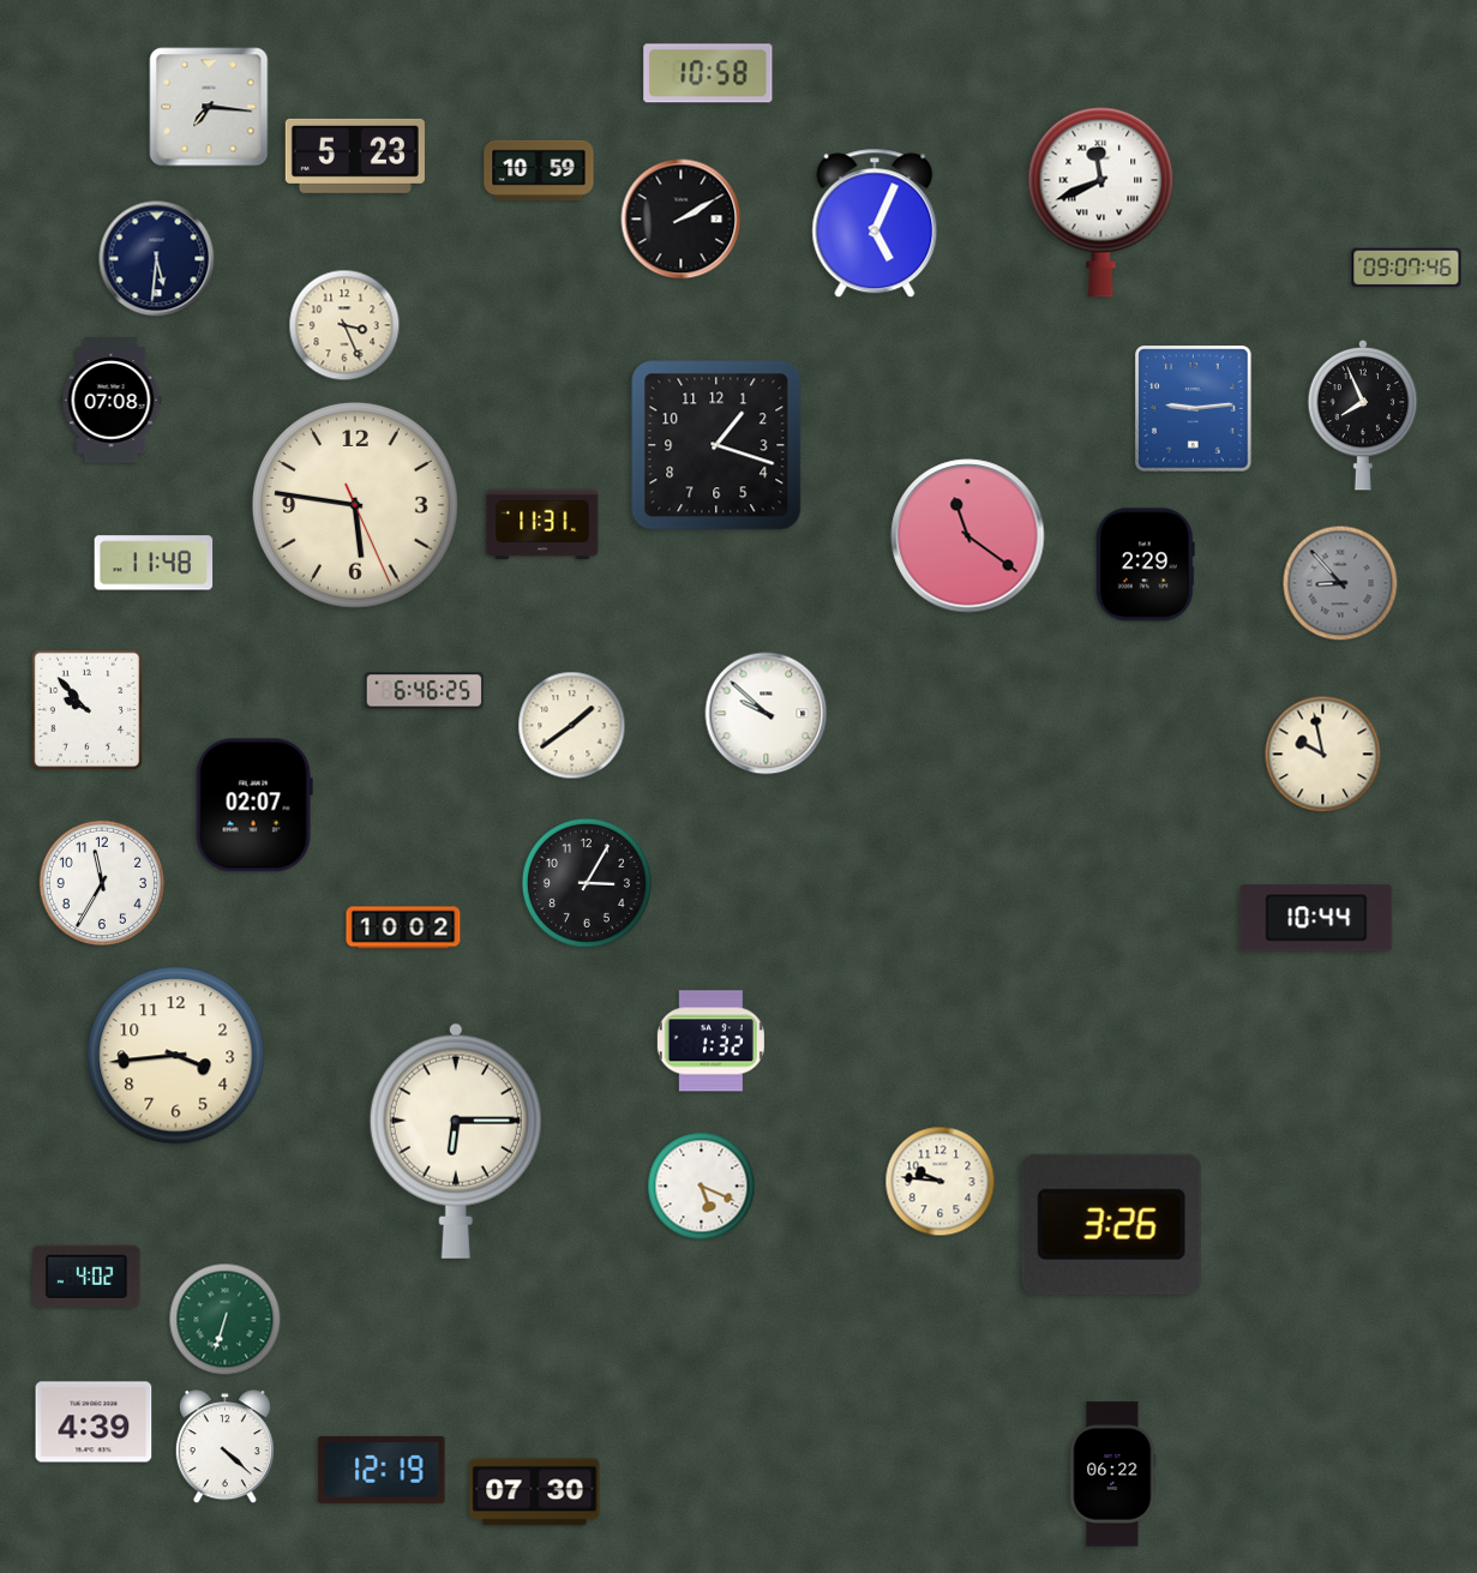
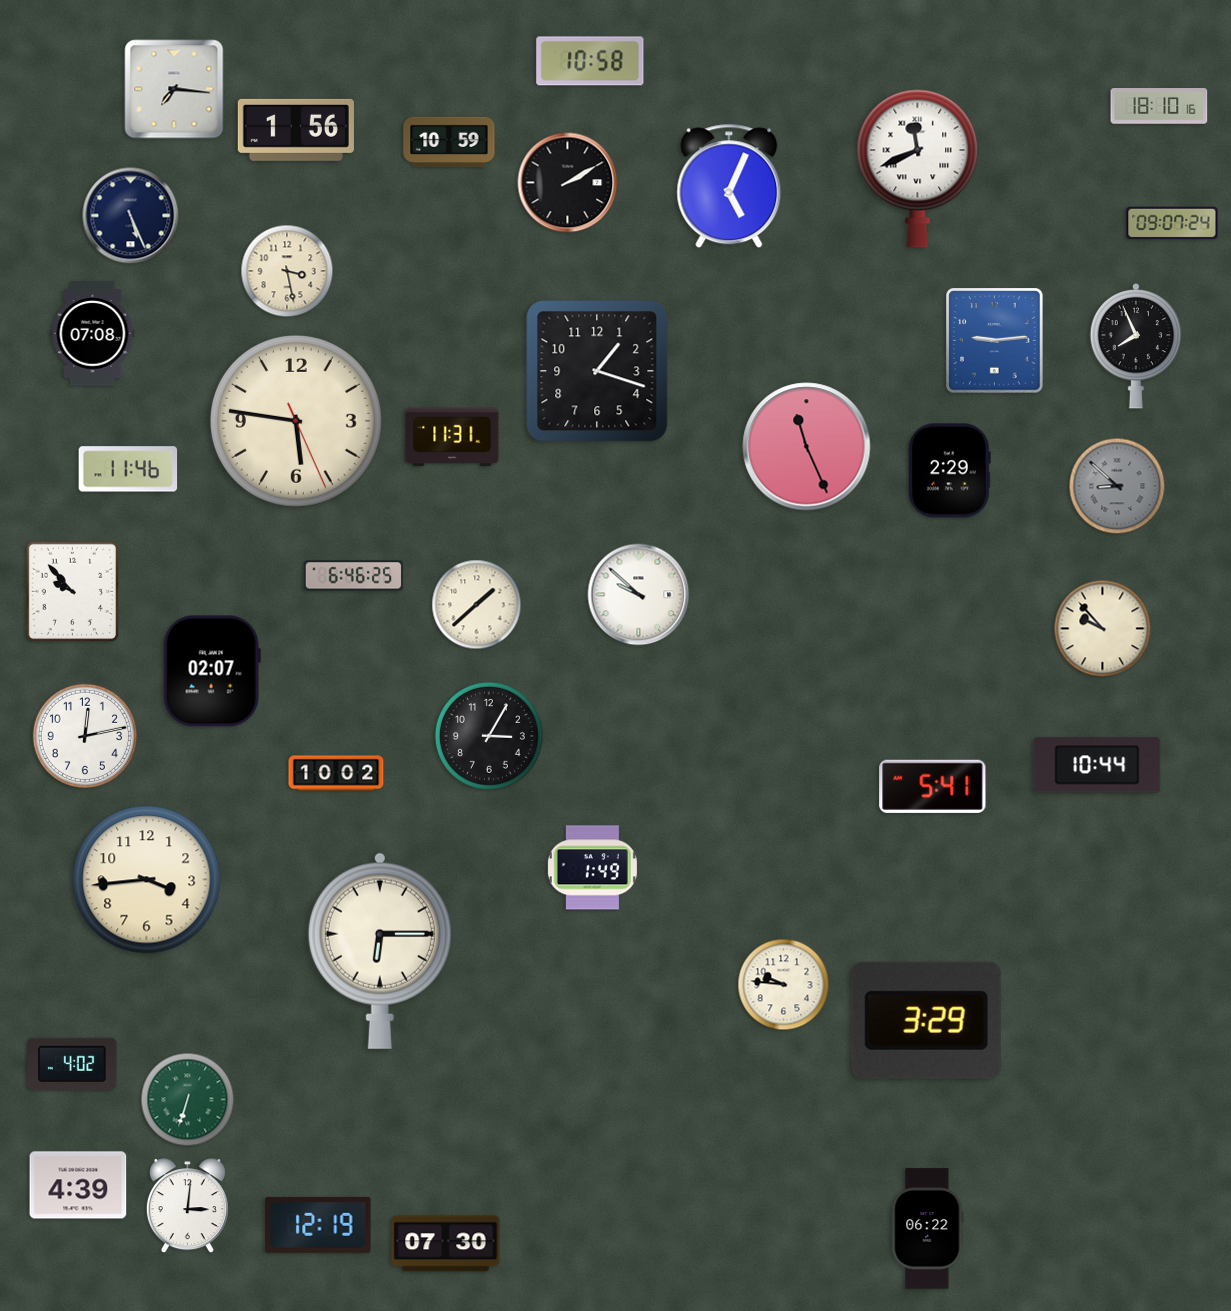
clock at (1159, 107): none -> 18:10
clock at (355, 156): 5:23 -> 1:56
clock at (157, 259): 5:31 -> 5:26
clock at (1406, 268): 09:07:46 -> 09:07:24
clock at (344, 325): 3:26 -> 3:28
clock at (968, 536): 11:21 -> 11:26
clock at (154, 563): 11:48 -> 11:46
clock at (1145, 565) position: (1145, 565) -> (949, 471)
clock at (1340, 583): 8:53 -> 8:52
clock at (572, 726): 1:39 -> 1:38
clock at (1323, 755): 9:58 -> 9:53
clock at (102, 883): 11:35 -> 12:13
clock at (933, 786): none -> 5:41
clock at (710, 1041): 1:32 -> 1:49
clock at (702, 1187): 5:19 -> none
clock at (1111, 1224): 3:26 -> 3:29
clock at (224, 1447): 4:22 -> 3:01
